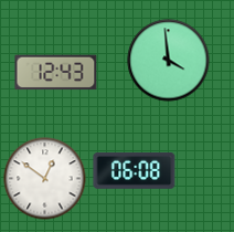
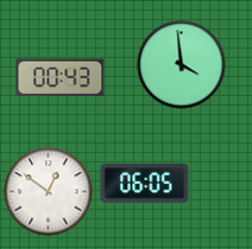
clock at (56, 73): 12:43 -> 00:43
clock at (135, 171): 06:08 -> 06:05
